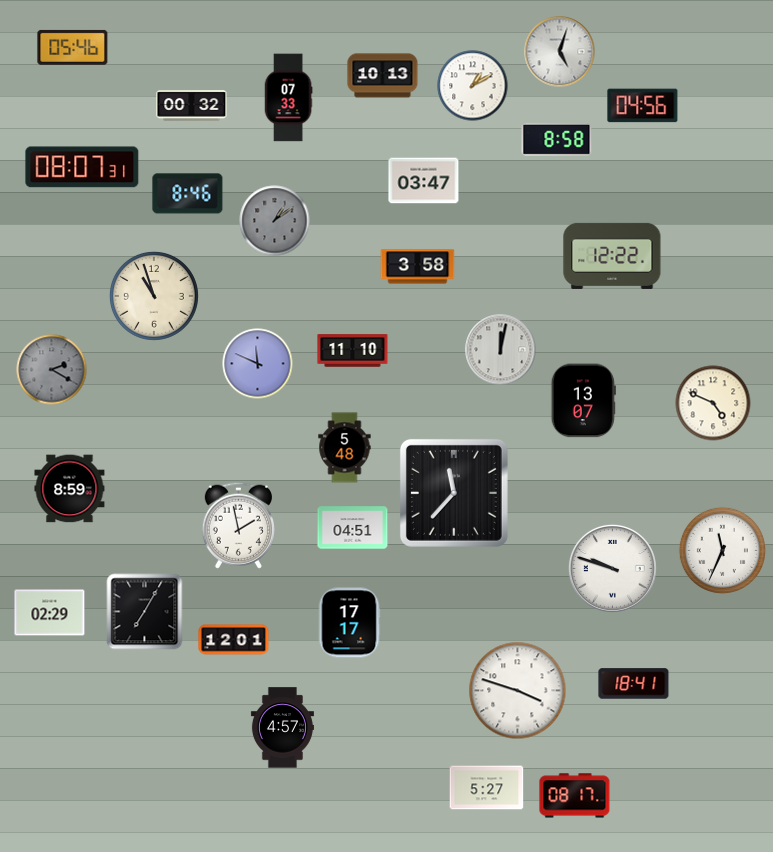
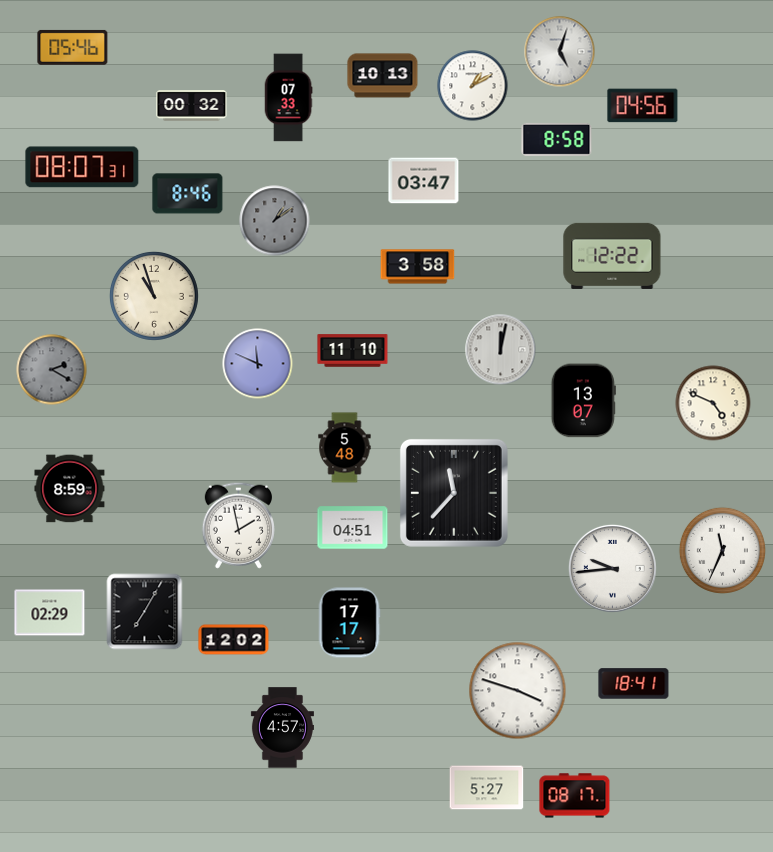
clock at (612, 568): 9:48 -> 9:44
clock at (234, 640): 12:01 -> 12:02
